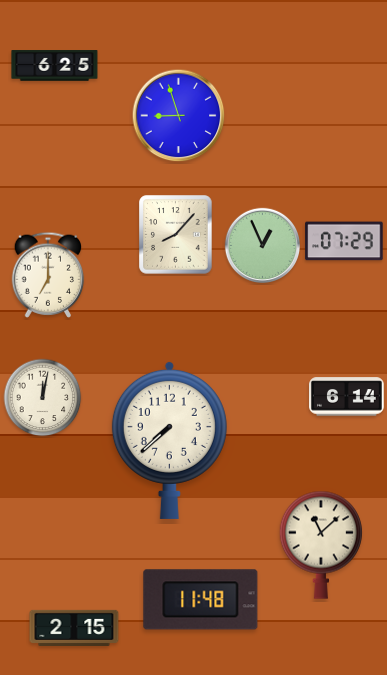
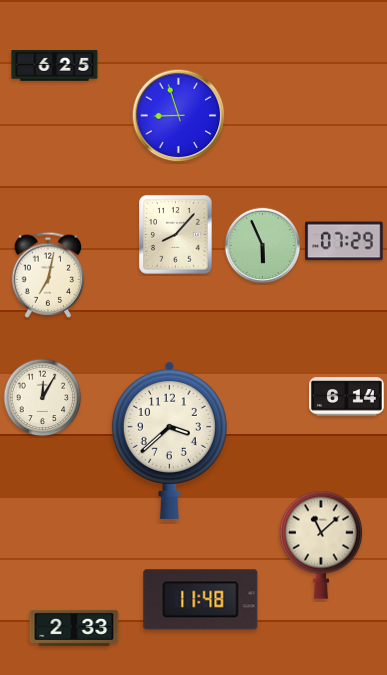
clock at (262, 245): 12:56 -> 5:56
clock at (48, 275): 7:00 -> 7:02
clock at (43, 398): 12:02 -> 12:05
clock at (169, 440): 7:38 -> 3:38
clock at (74, 628): 2:15 -> 2:33
